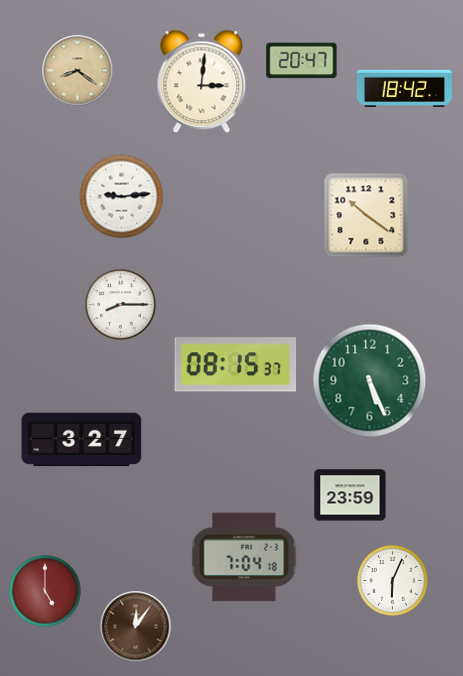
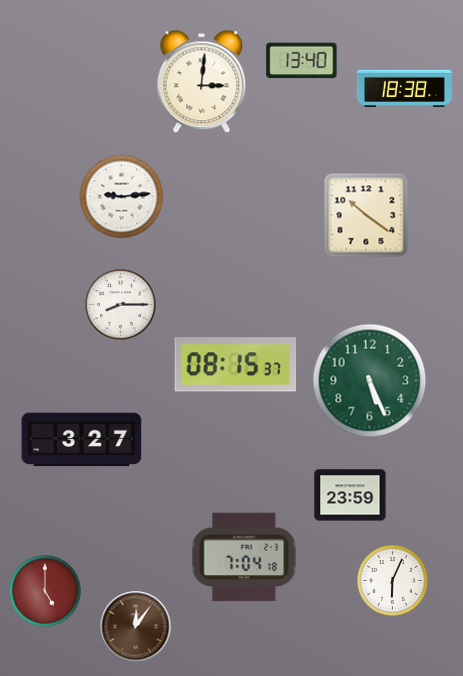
clock at (302, 61): 20:47 -> 13:40
clock at (78, 71): 8:21 -> none
clock at (404, 88): 18:42 -> 18:38
